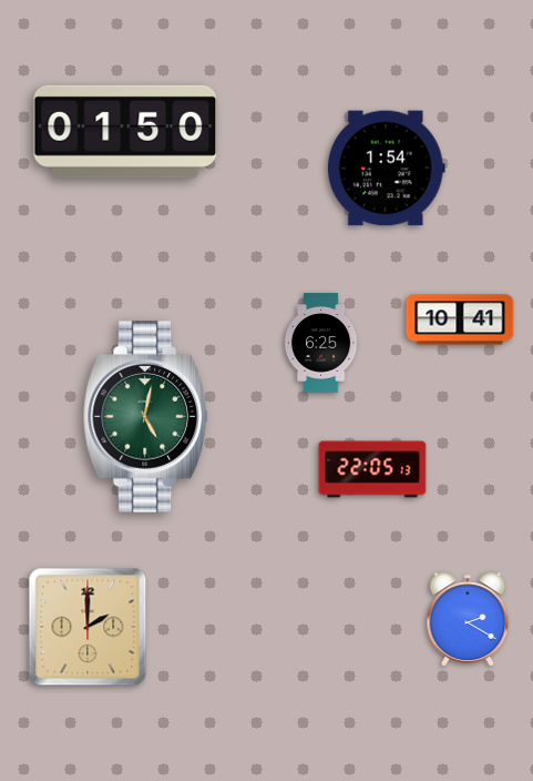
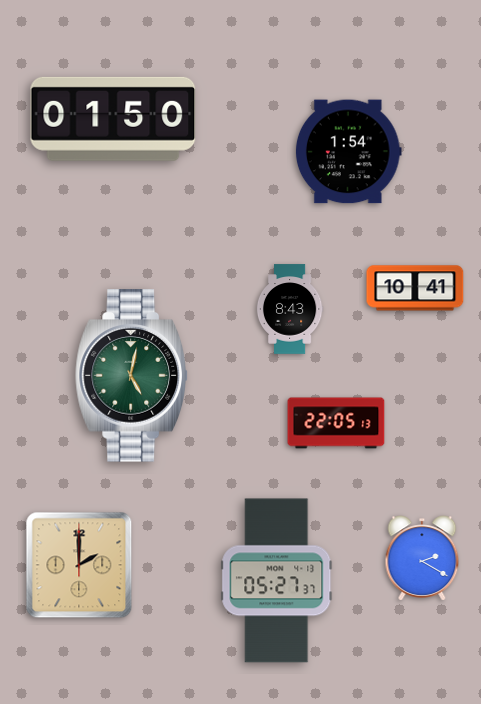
clock at (321, 343): 6:25 -> 8:43
clock at (277, 581): none -> 05:27
